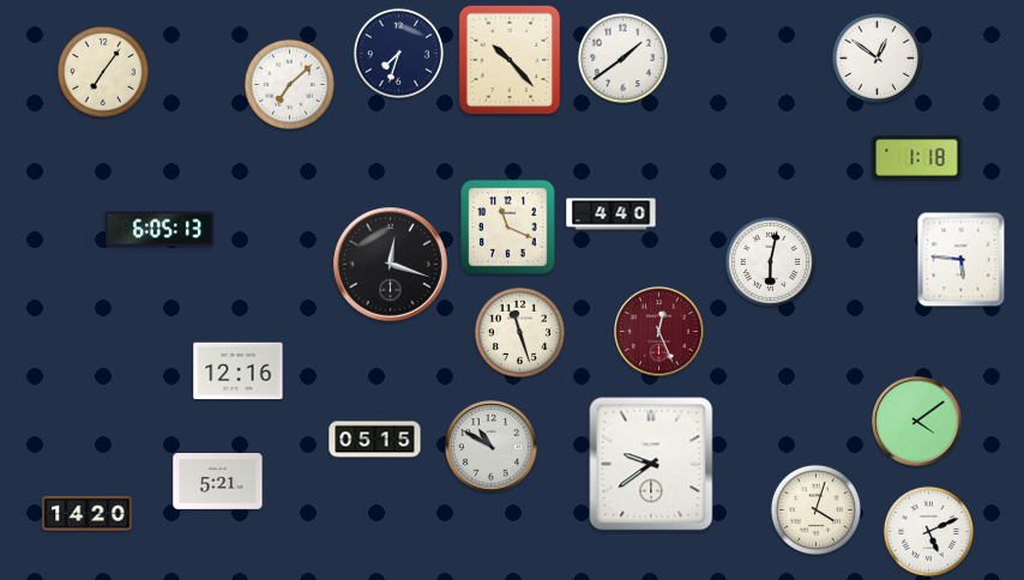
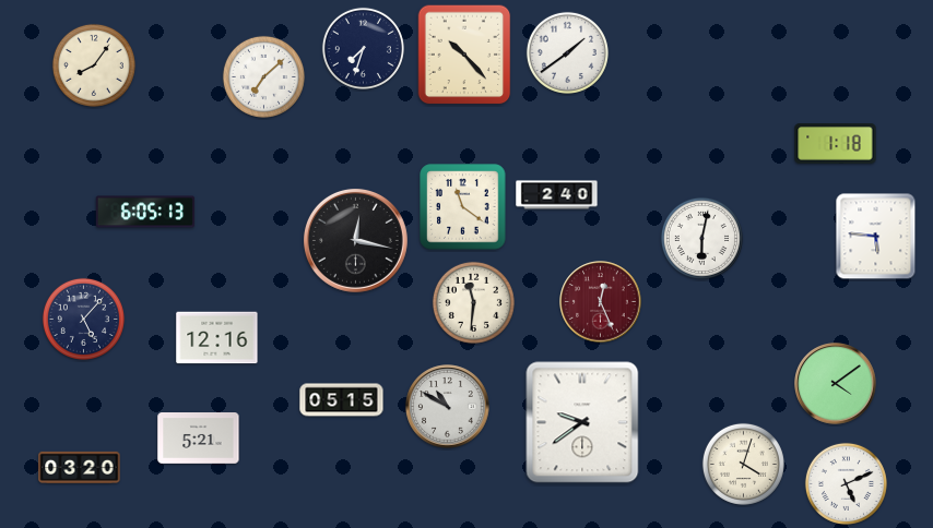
clock at (877, 58): 12:51 -> none
clock at (103, 72): 7:06 -> 8:06
clock at (612, 215): 4:40 -> 2:40
clock at (508, 228): 11:19 -> 11:21
clock at (159, 229) position: (159, 229) -> (145, 212)
clock at (390, 264): 12:18 -> 12:17
clock at (519, 332): 11:27 -> 11:31
clock at (83, 319): none -> 5:07
clock at (651, 464) position: (651, 464) -> (582, 422)
clock at (88, 513): 14:20 -> 03:20
